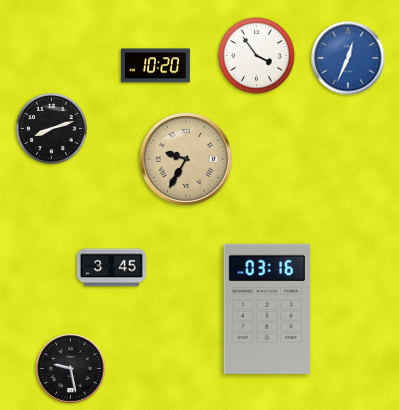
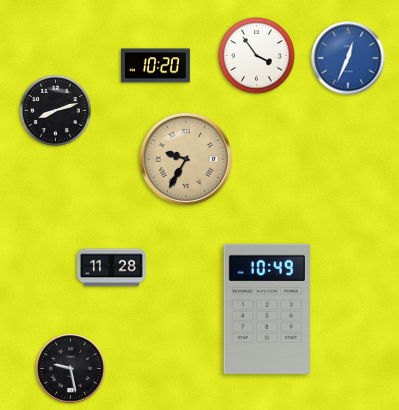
clock at (51, 128) position: (51, 128) -> (55, 110)
clock at (111, 268): 3:45 -> 11:28
clock at (266, 309): 03:16 -> 10:49
